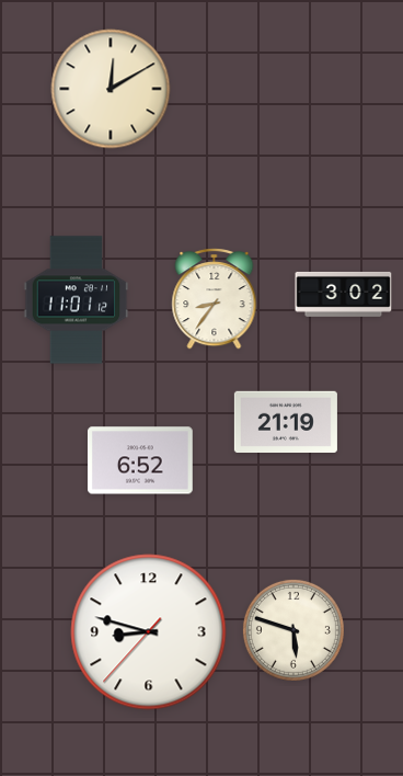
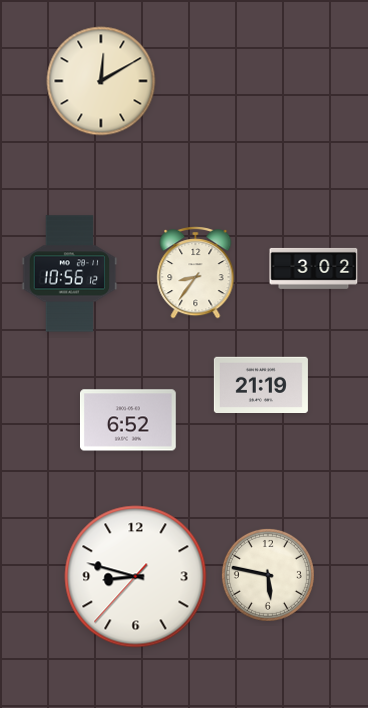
clock at (77, 300): 11:01 -> 10:56
clock at (293, 630): 5:48 -> 5:47
